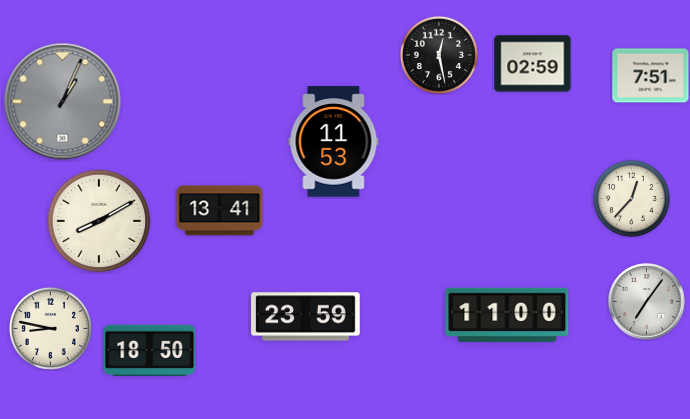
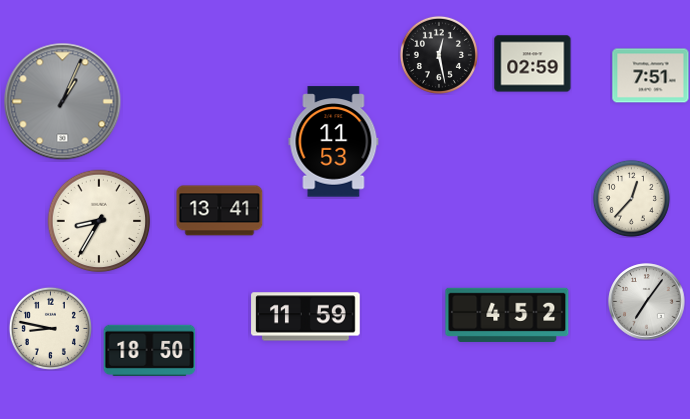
clock at (99, 221): 8:10 -> 8:35
clock at (507, 315): 11:00 -> 4:52
clock at (306, 317): 23:59 -> 11:59
